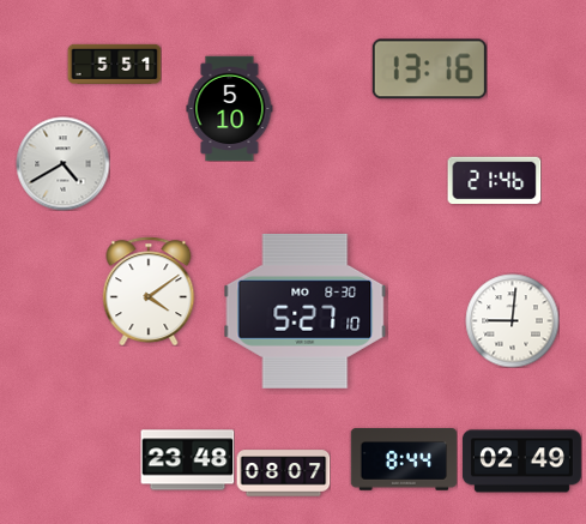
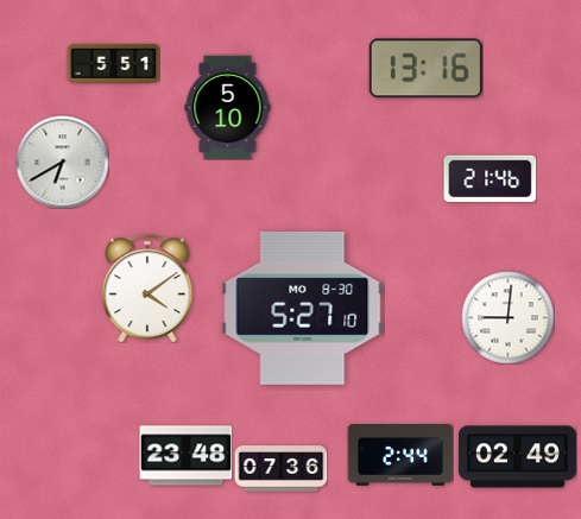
clock at (62, 163): 4:40 -> 6:40
clock at (404, 459): 8:44 -> 2:44
clock at (283, 474): 08:07 -> 07:36
